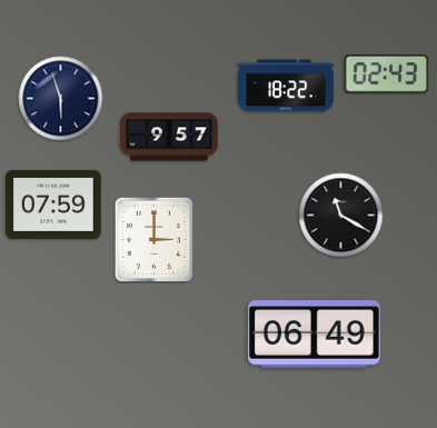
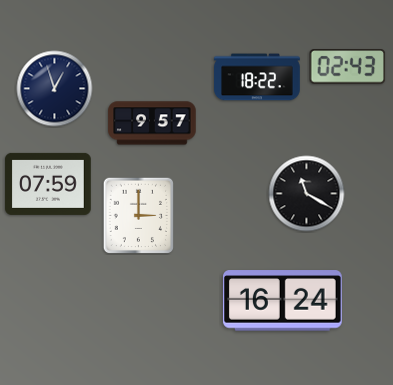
clock at (61, 99): 5:57 -> 12:57
clock at (314, 335): 06:49 -> 16:24
